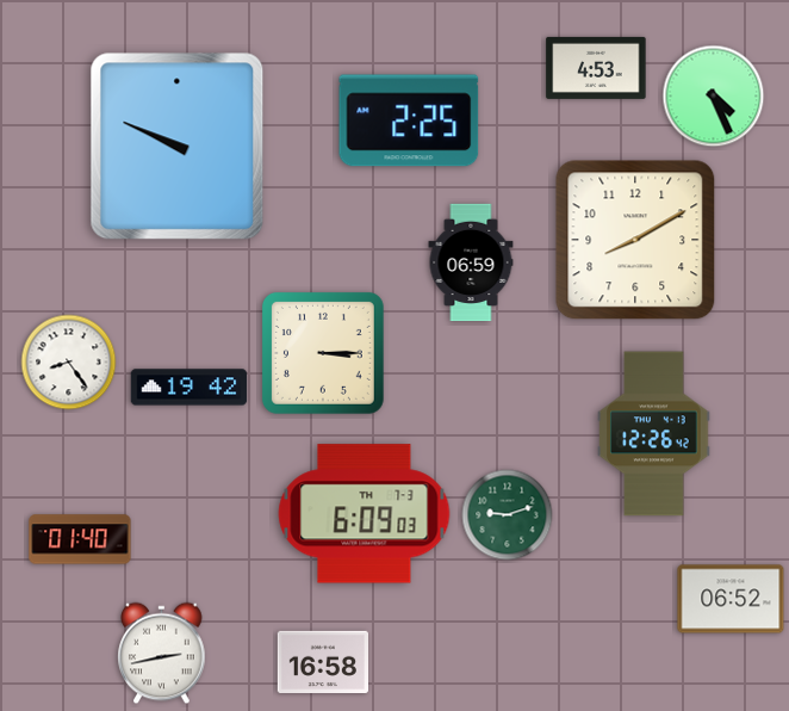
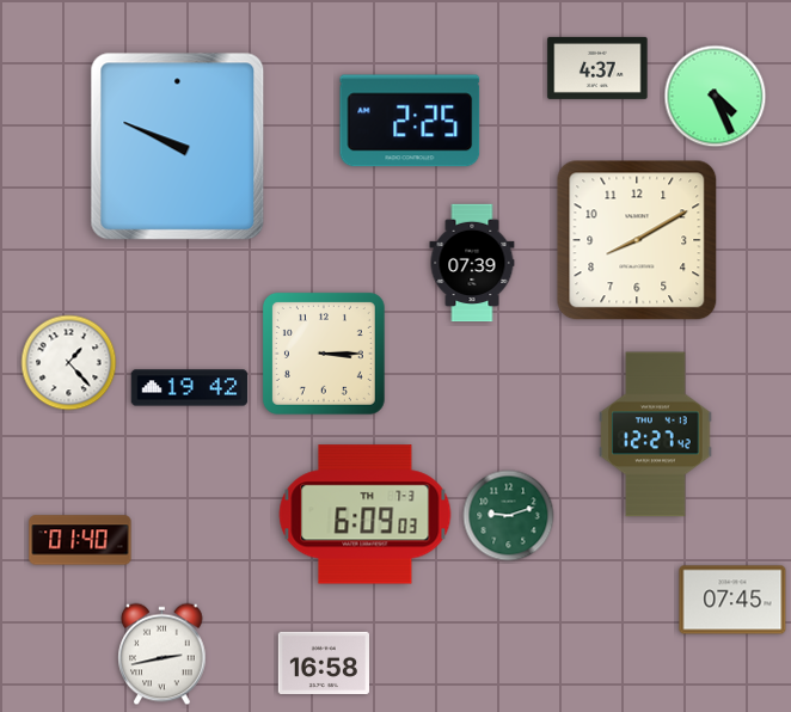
clock at (596, 68): 4:53 -> 4:37
clock at (471, 262): 06:59 -> 07:39
clock at (69, 363): 8:24 -> 1:23
clock at (654, 434): 12:26 -> 12:27
clock at (731, 599): 06:52 -> 07:45
